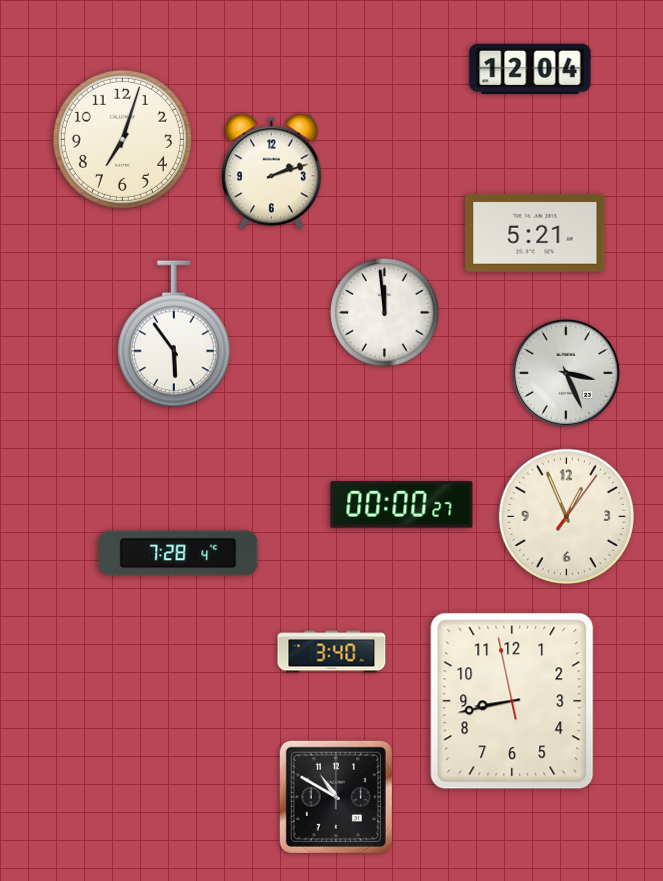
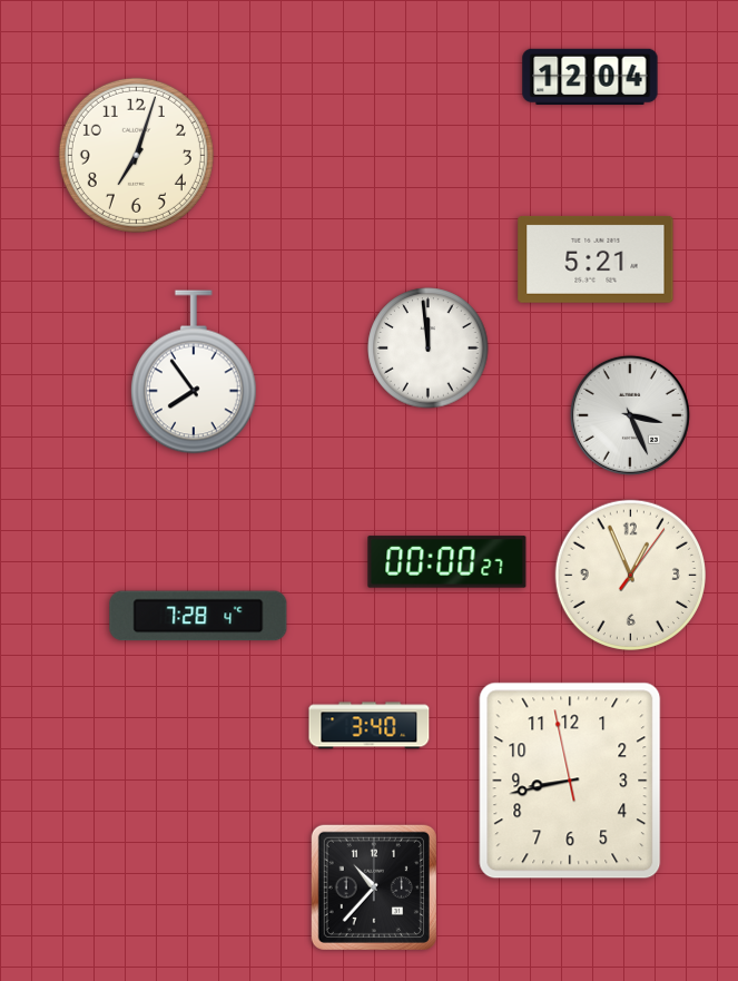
clock at (271, 172): 2:12 -> none
clock at (174, 334): 5:54 -> 7:54
clock at (336, 797): 10:50 -> 10:37
